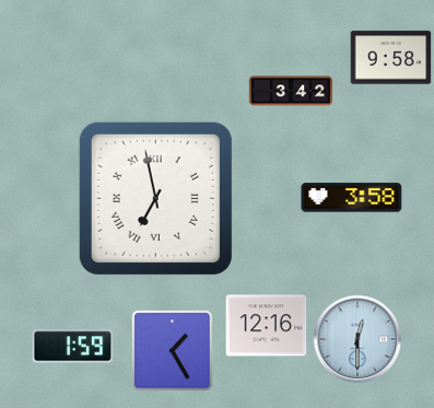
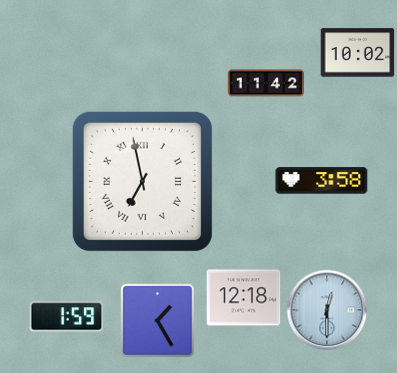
clock at (391, 58): 9:58 -> 10:02
clock at (291, 91): 3:42 -> 11:42
clock at (267, 326): 12:16 -> 12:18
